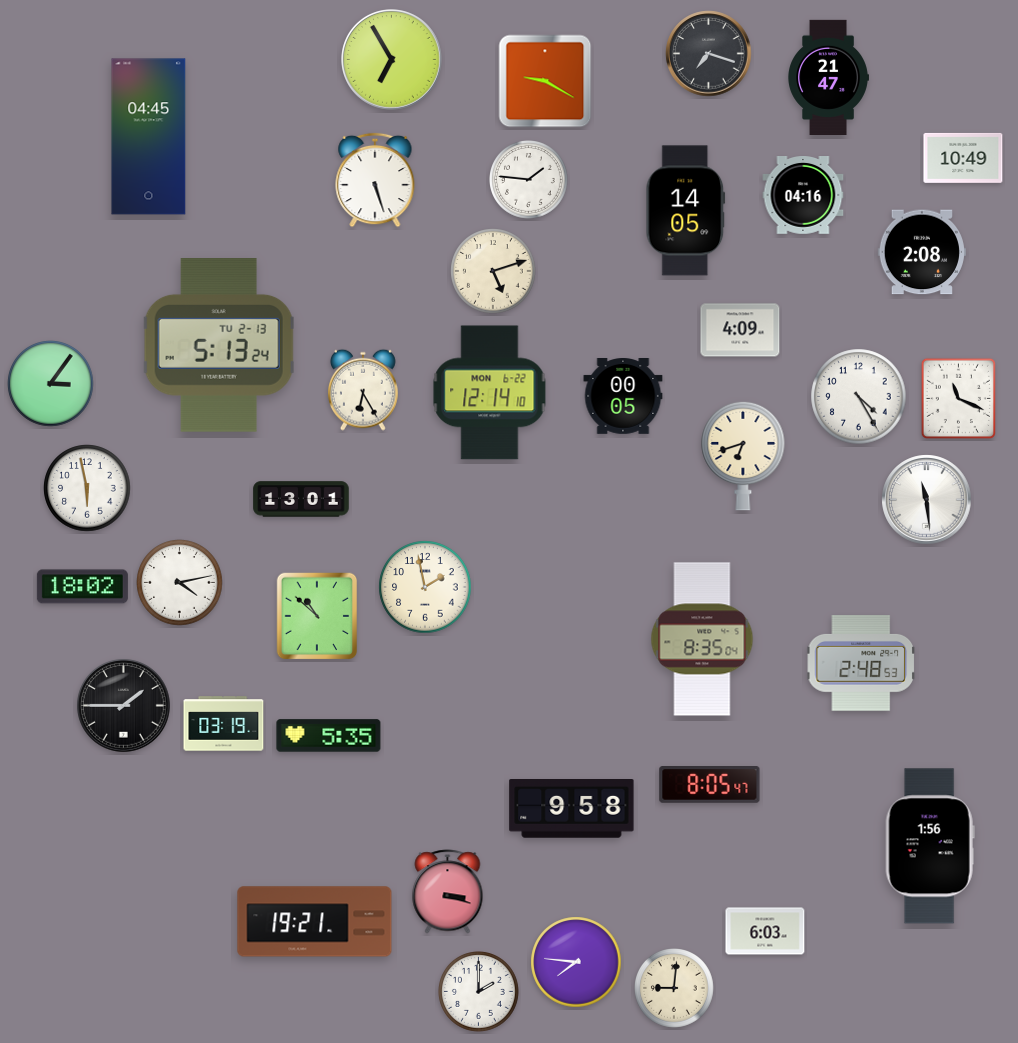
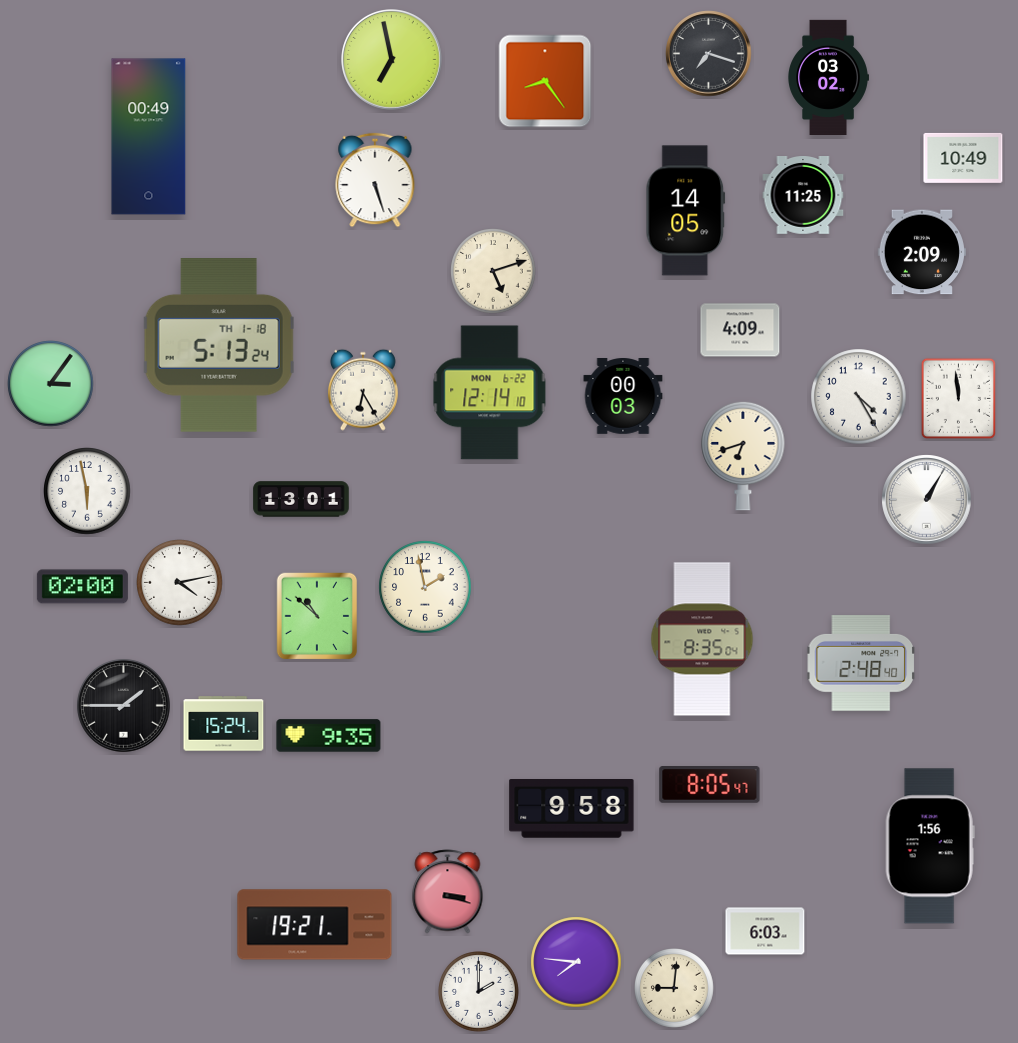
clock at (392, 60): 6:55 -> 6:58
clock at (828, 77): 21:47 -> 03:02
clock at (545, 81): 9:20 -> 8:24
clock at (149, 137): 04:45 -> 00:49
clock at (529, 180): 1:46 -> none
clock at (803, 196): 04:16 -> 11:25
clock at (921, 252): 2:08 -> 2:09
clock at (219, 346) date: TU 2-13 -> TH 1-18
clock at (623, 397): 00:05 -> 00:03
clock at (958, 398): 11:19 -> 11:59
clock at (87, 488) position: (87, 488) -> (87, 491)
clock at (927, 500): 11:29 -> 1:05
clock at (82, 587): 18:02 -> 02:00
clock at (861, 664): 2:48:53 -> 2:48:40
clock at (224, 724): 03:19 -> 15:24
clock at (329, 736): 5:35 -> 9:35
clock at (315, 922) position: (315, 922) -> (315, 925)
